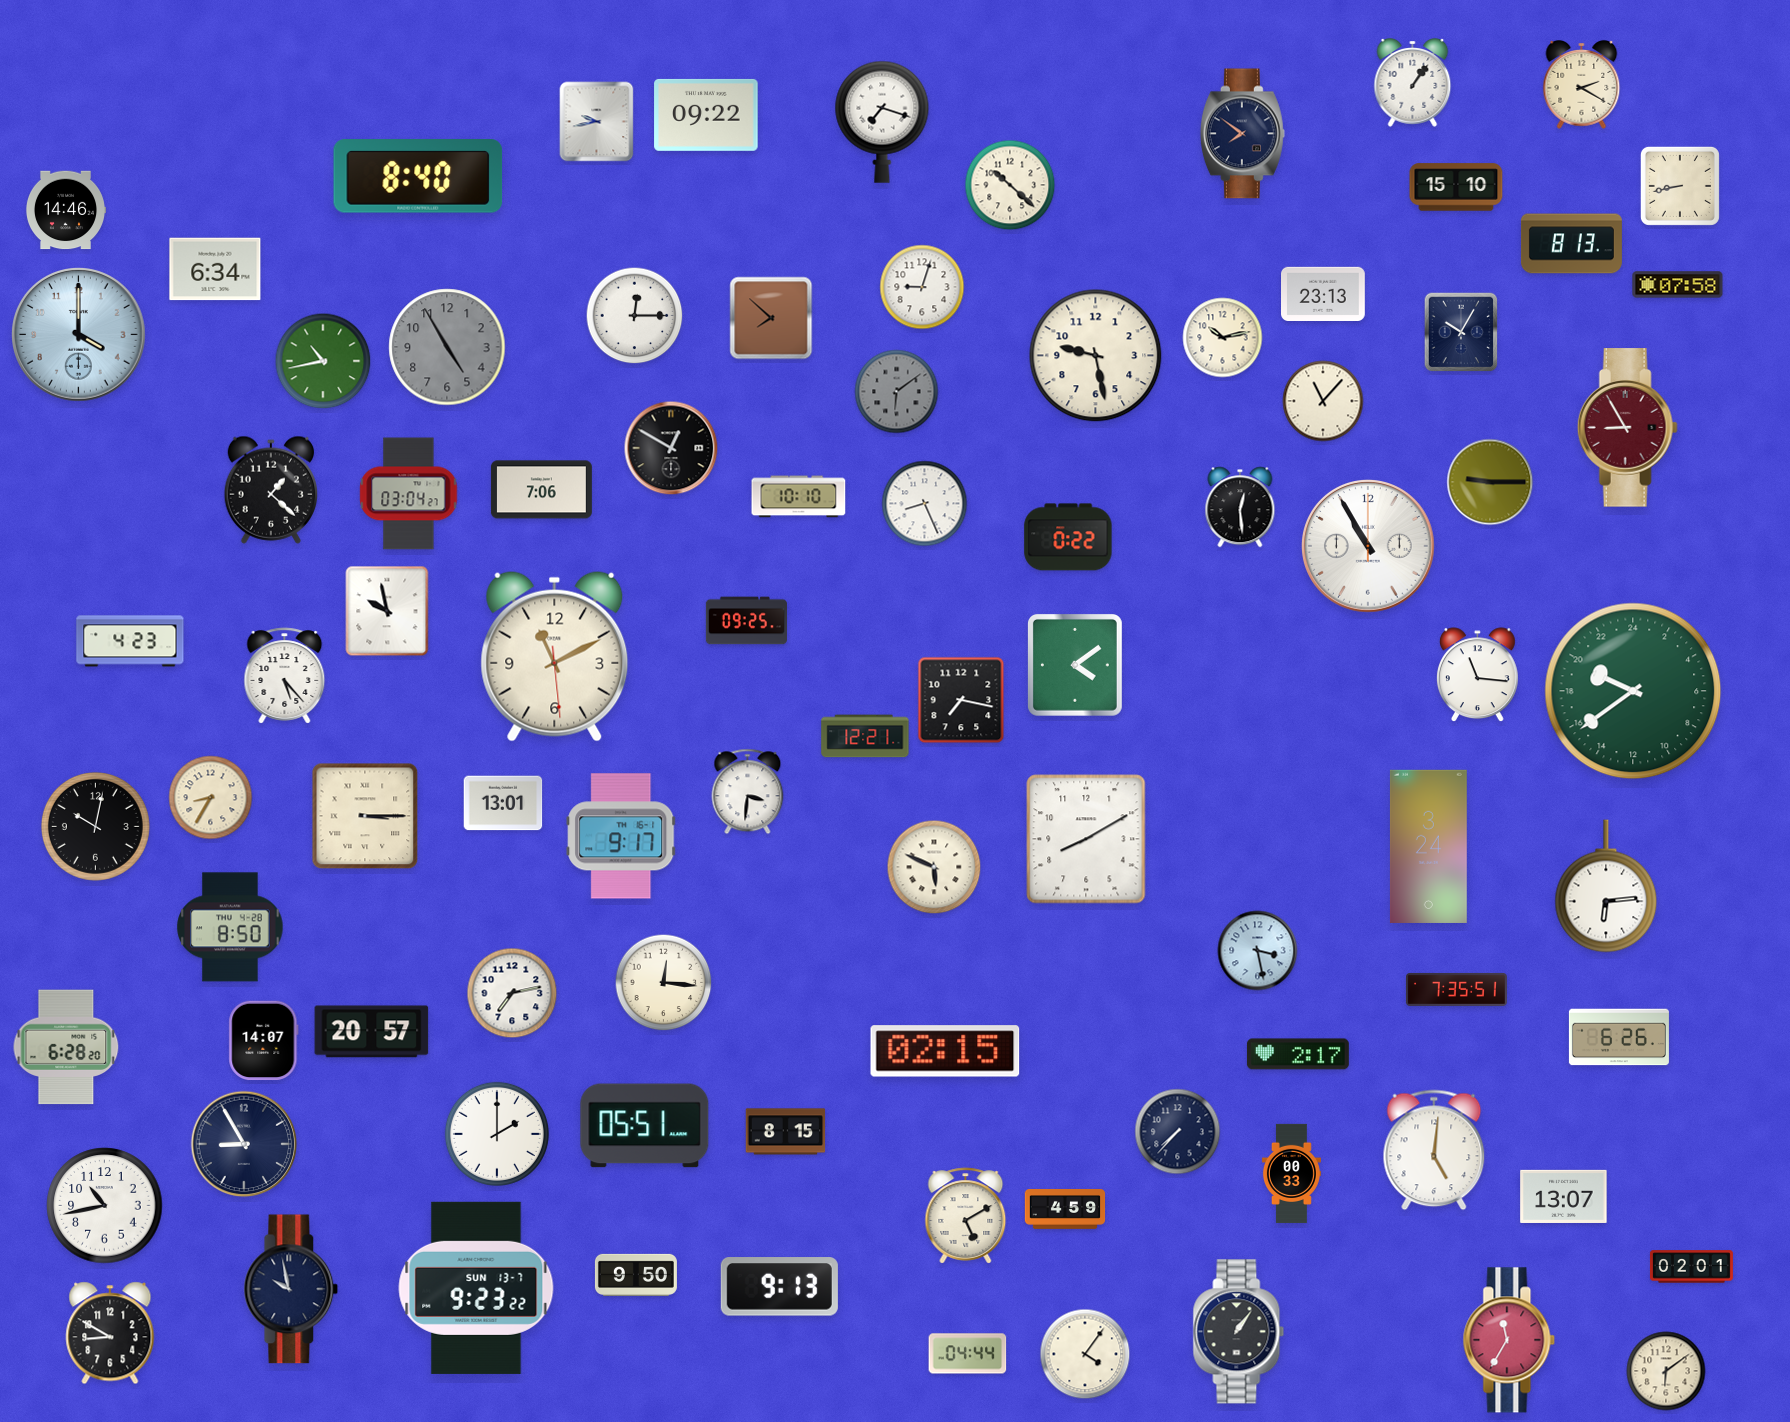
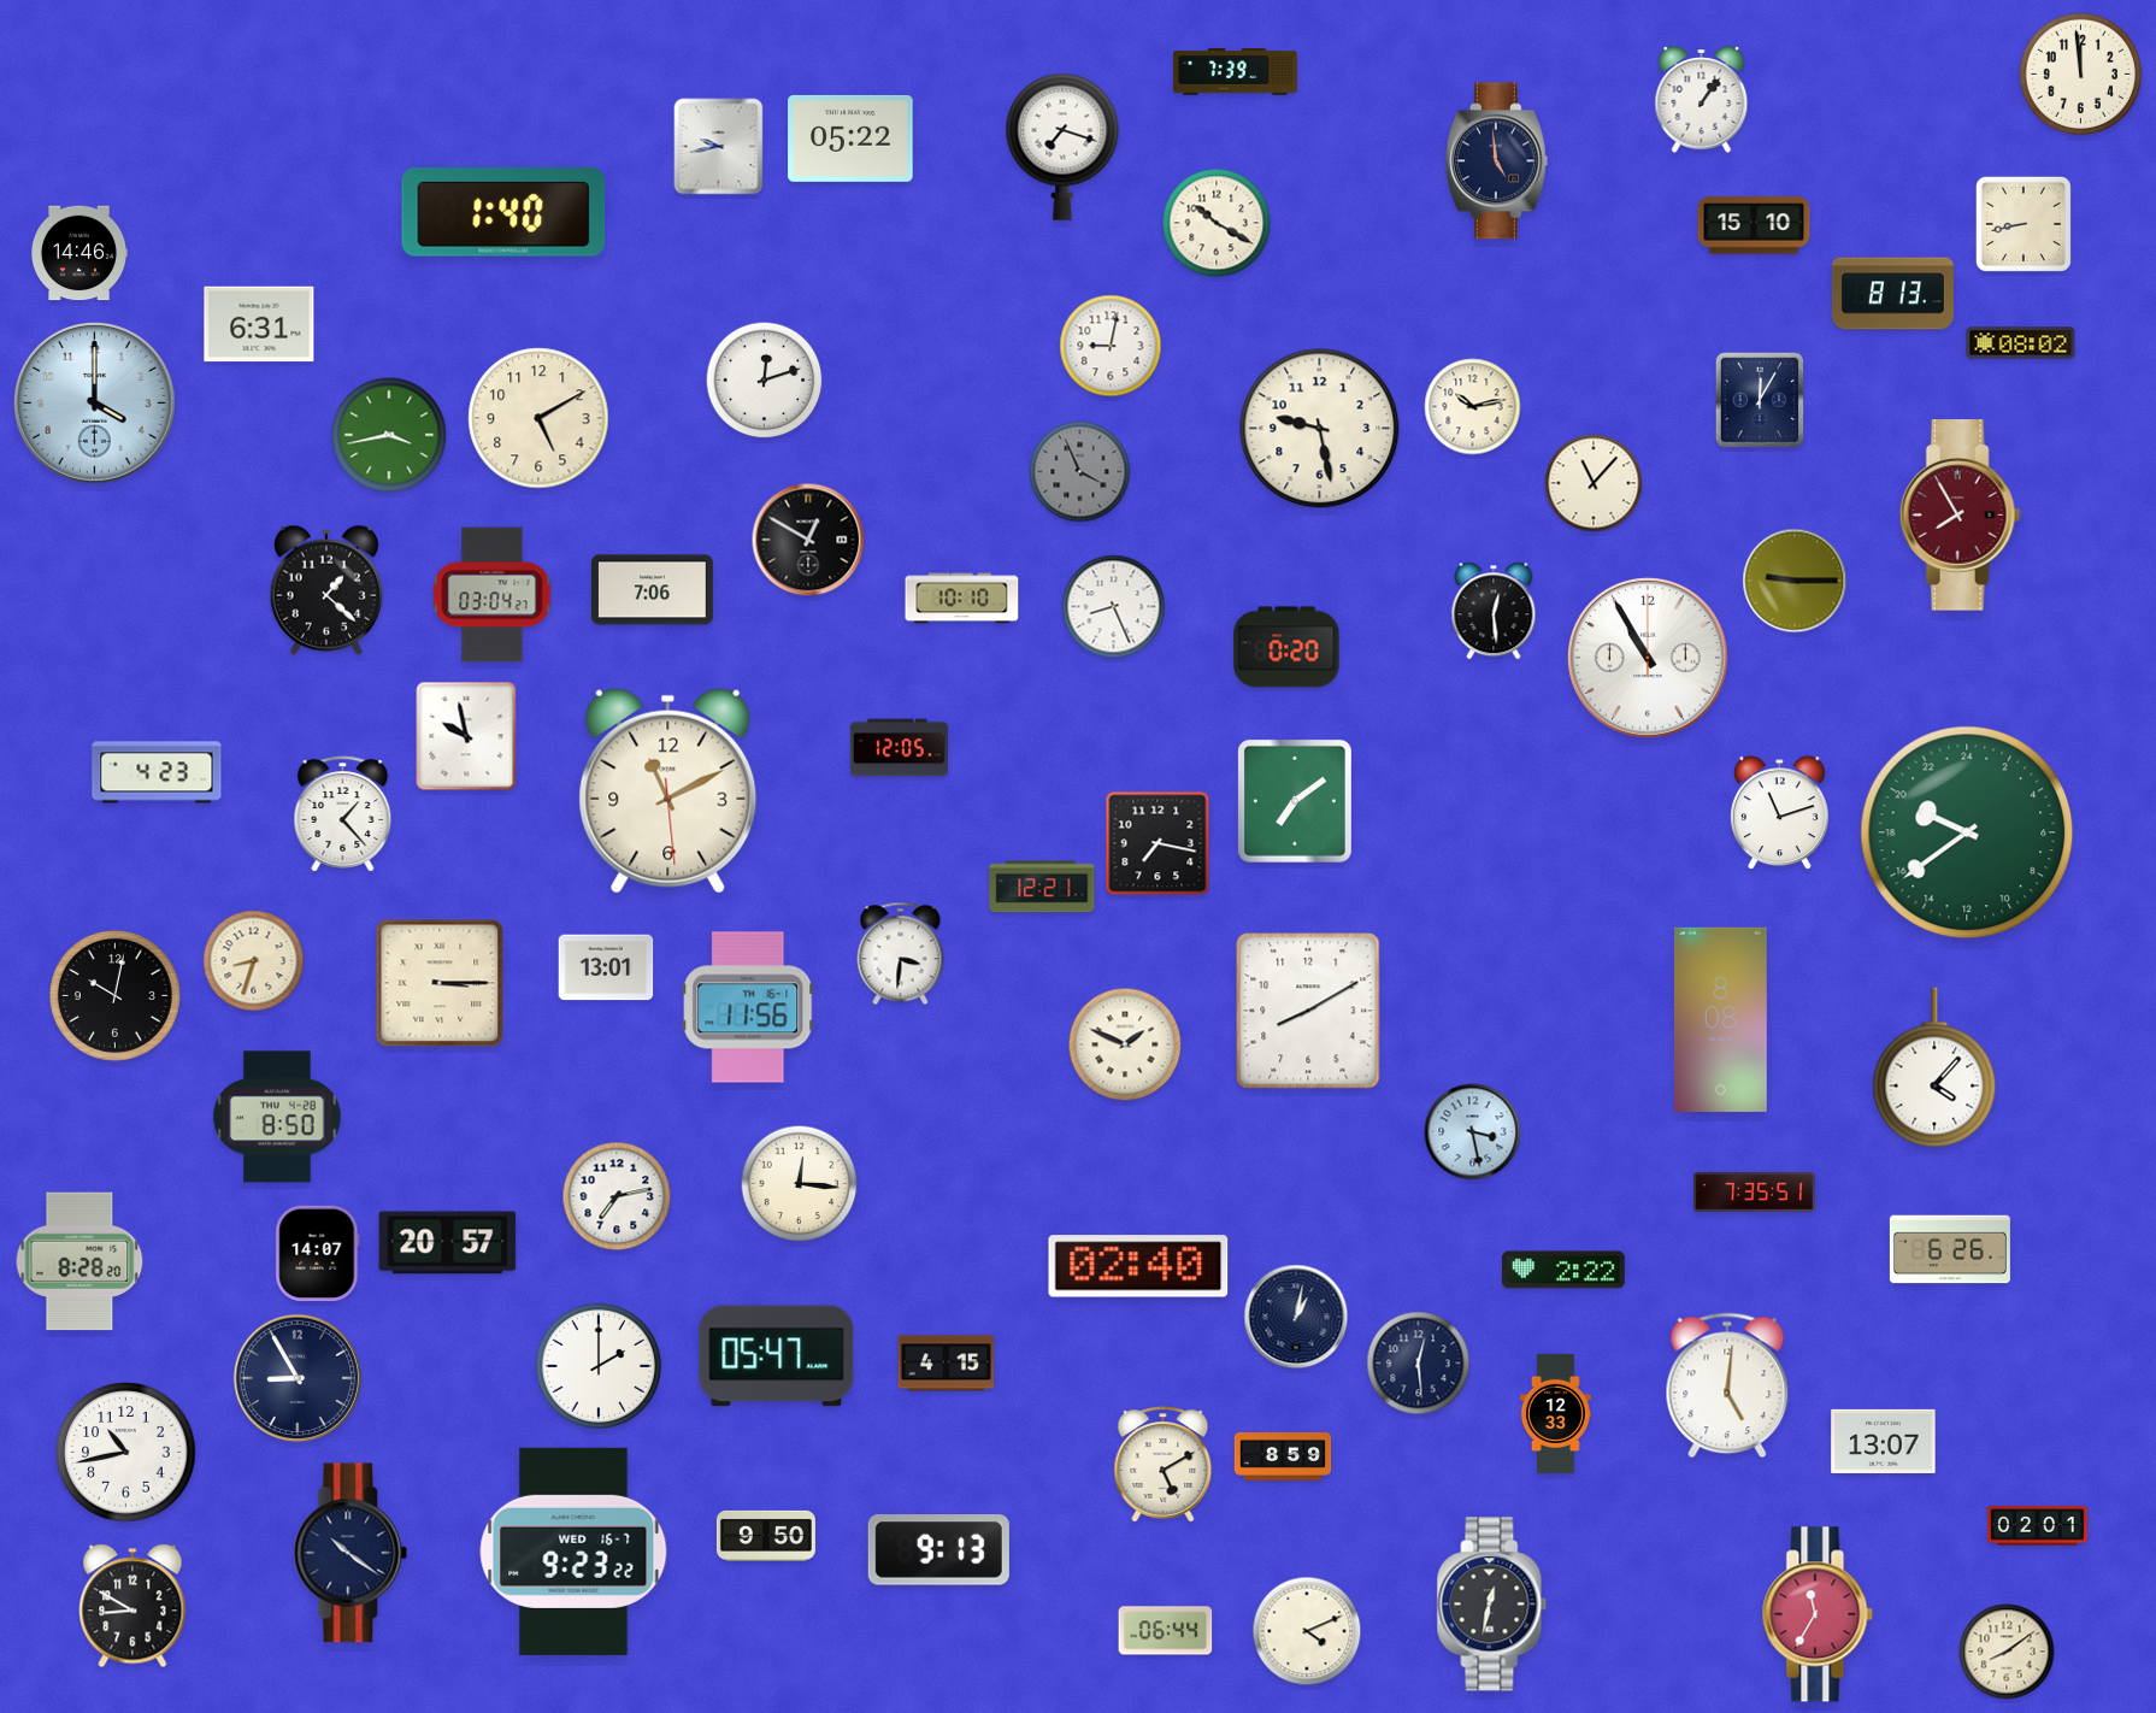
clock at (1236, 72): none -> 7:39
clock at (2080, 73): none -> 11:59
clock at (1582, 85): 2:20 -> none
clock at (706, 115): 09:22 -> 05:22
clock at (1242, 134): 7:51 -> 4:59
clock at (418, 176): 8:40 -> 1:40
clock at (1010, 185): 10:22 -> 10:20
clock at (215, 269): 6:34 -> 6:31
clock at (1678, 285): 07:58 -> 08:02
clock at (922, 287): 9:03 -> 9:02
clock at (1324, 293): 23:13 -> none
clock at (635, 316): 12:15 -> 12:12
clock at (771, 318): 7:52 -> none
clock at (1461, 332): 10:05 -> 12:05
clock at (447, 347): 4:55 -> 5:10
clock at (447, 347) dial: grey -> cream
clock at (323, 361): 10:43 -> 3:43
clock at (897, 392): 6:09 -> 3:56
clock at (1627, 428): 8:55 -> 7:55
clock at (1068, 537): 0:22 -> 0:20
clock at (746, 621): 09:25 -> 12:05
clock at (1075, 665): 4:09 -> 7:09
clock at (1477, 675): 11:16 -> 11:12
clock at (285, 676): 5:23 -> 1:23
clock at (211, 798): 8:35 -> 8:33
clock at (621, 836): 9:17 -> 11:56
clock at (1428, 846): 3:24 -> 8:08
clock at (934, 867): 5:49 -> 1:49
clock at (1606, 886): 6:14 -> 4:07
clock at (1258, 951) position: (1258, 951) -> (1473, 1132)
clock at (66, 1047): 6:28 -> 8:28
clock at (945, 1051): 02:15 -> 02:40
clock at (1298, 1054): 2:17 -> 2:22
clock at (1296, 1317): none -> 1:02
clock at (645, 1126): 05:51 -> 05:47
clock at (786, 1132): 8:15 -> 4:15
clock at (1178, 1132): 7:37 -> 12:29
clock at (244, 1144) position: (244, 1144) -> (298, 1378)
clock at (1291, 1173): 00:33 -> 12:33
clock at (1065, 1210): 4:59 -> 8:59
clock at (476, 1288) date: SUN 13-7 -> WED 16-7
clock at (291, 1289): 9:58 -> 10:21
clock at (1239, 1332): 1:06 -> 12:32
clock at (968, 1354): 04:44 -> 06:44
clock at (1085, 1354): 4:06 -> 4:11
clock at (1666, 1371): 6:09 -> 8:09
